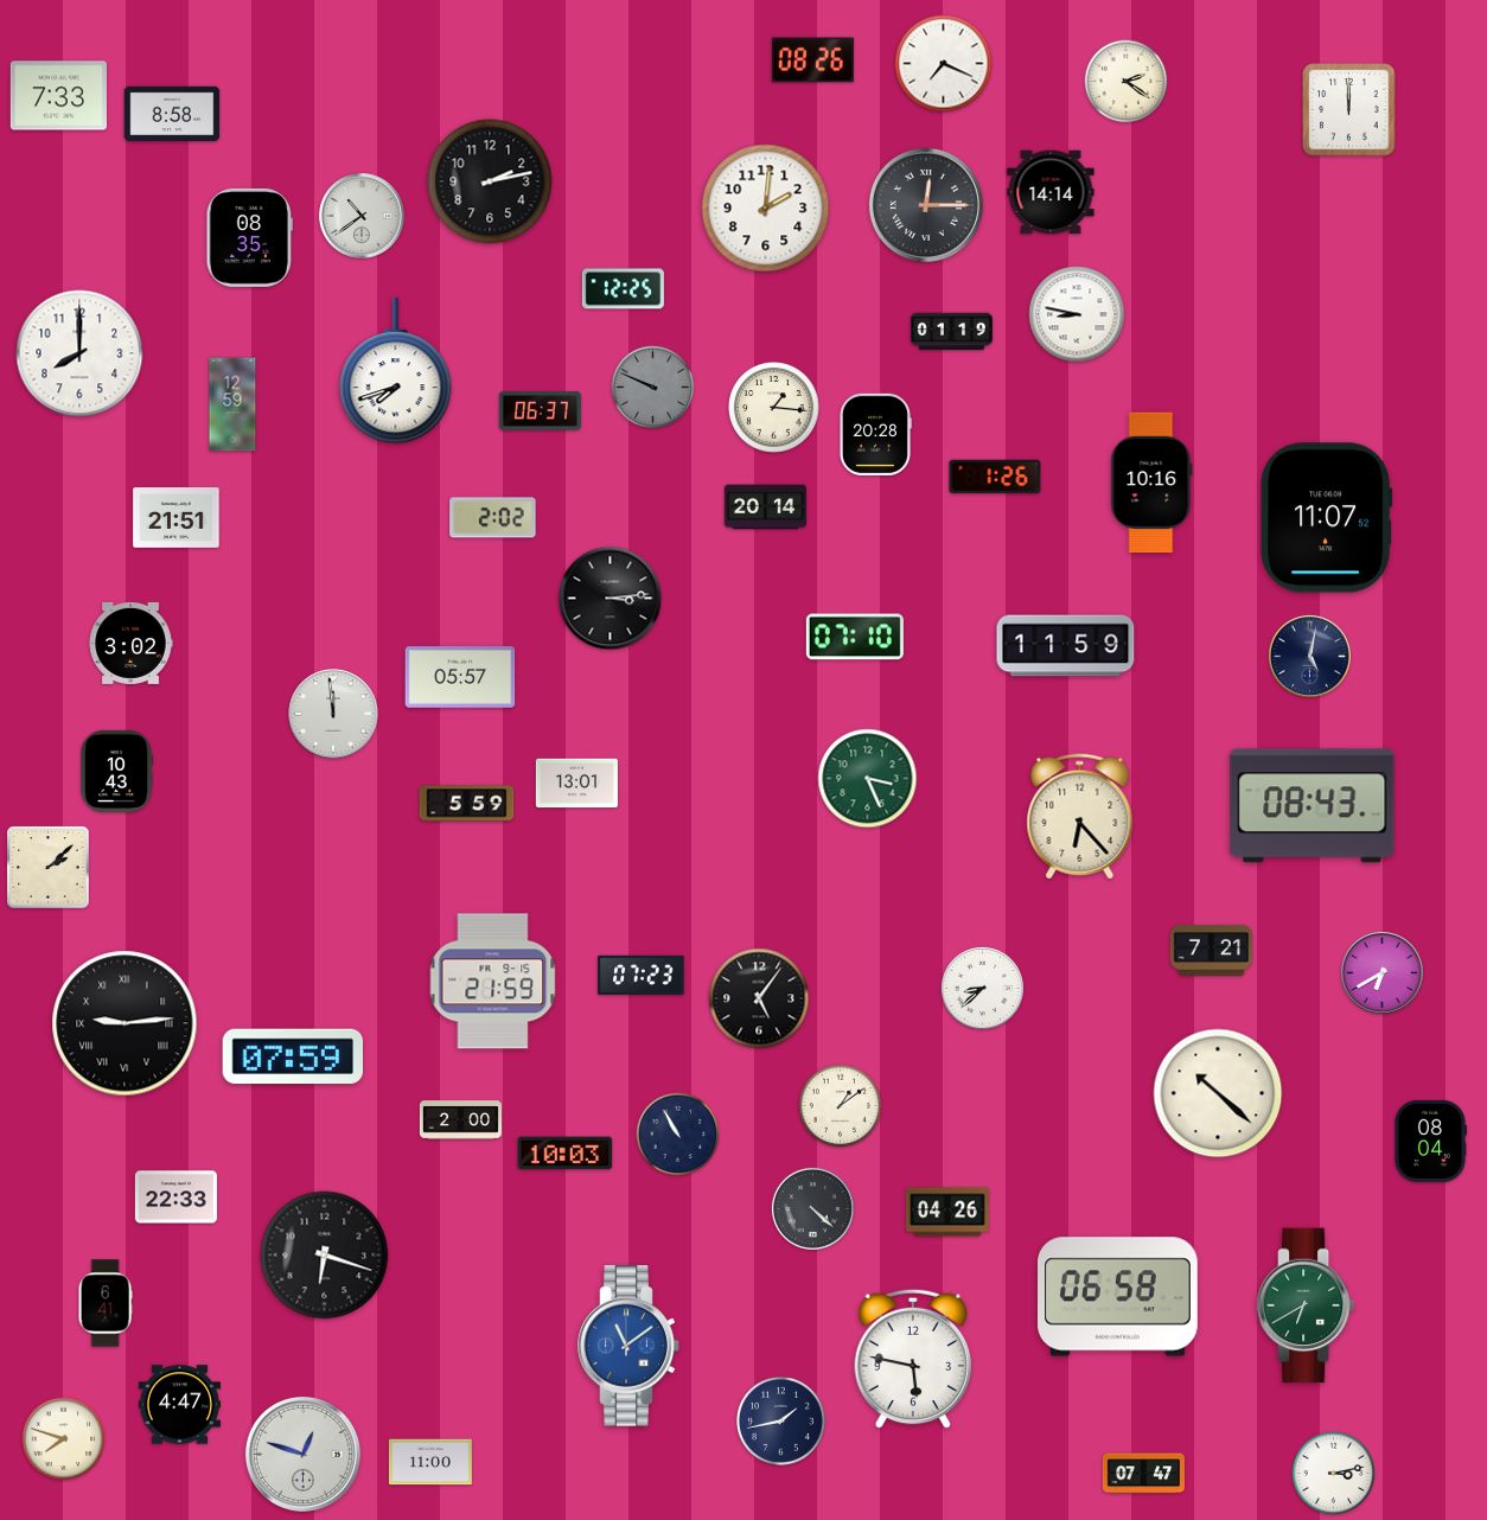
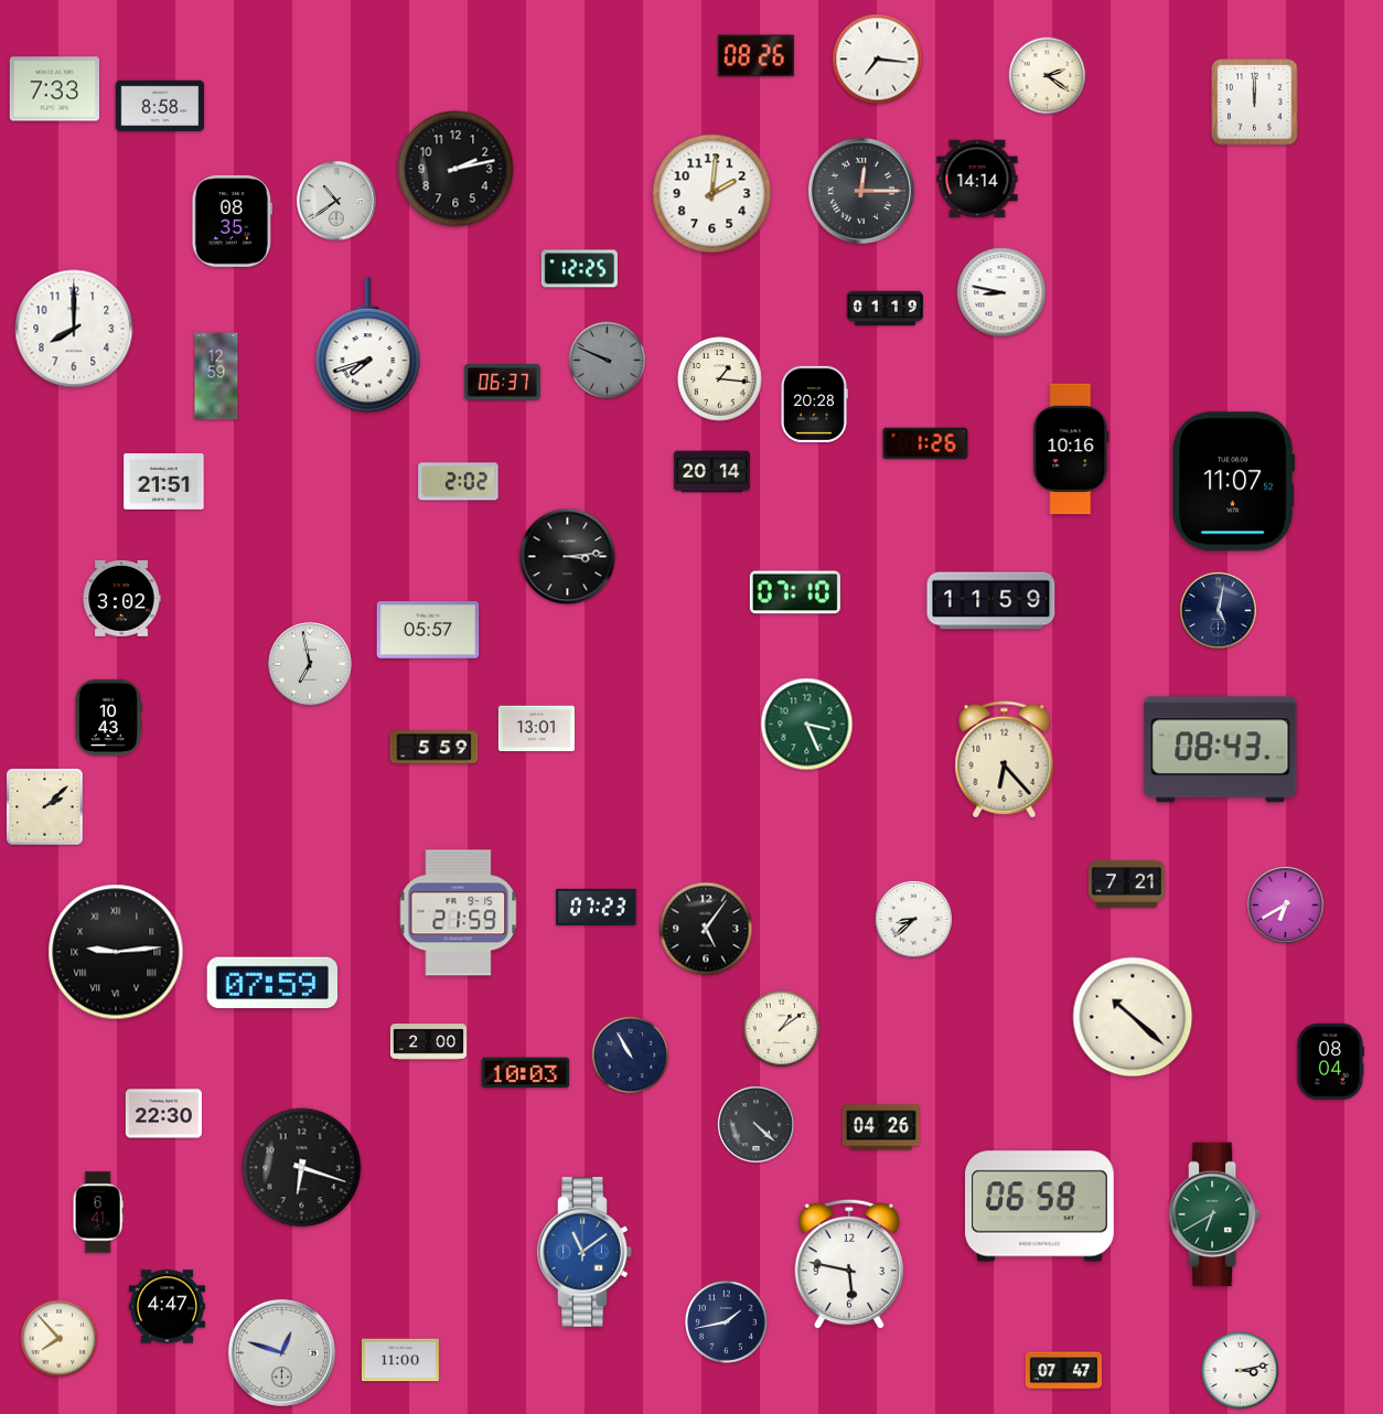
clock at (944, 64): 7:19 -> 7:16
clock at (333, 714): 11:59 -> 6:58
clock at (175, 1198): 22:33 -> 22:30
clock at (64, 1439): 7:48 -> 7:53
